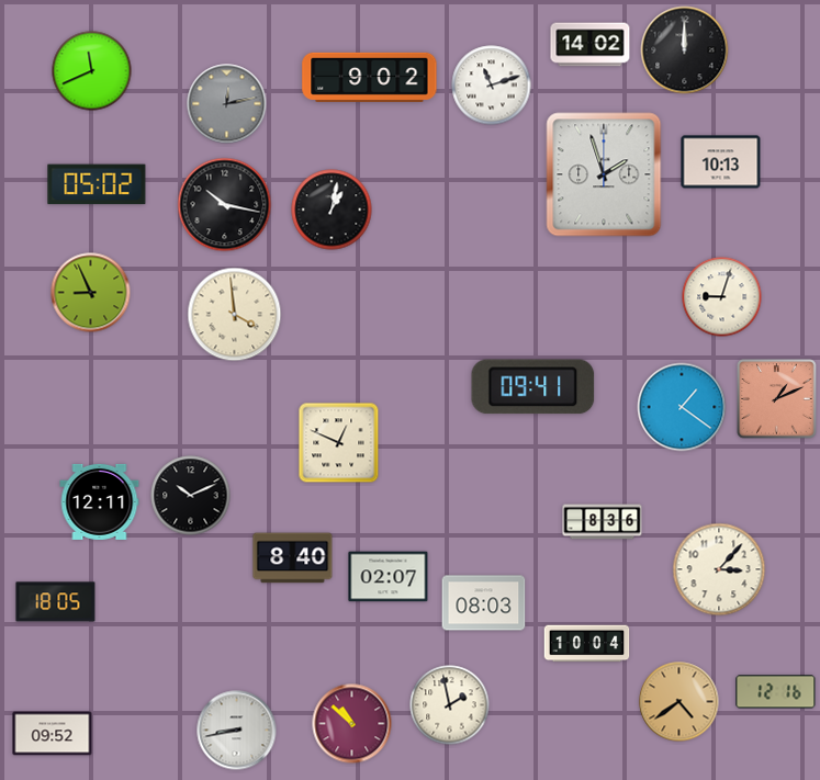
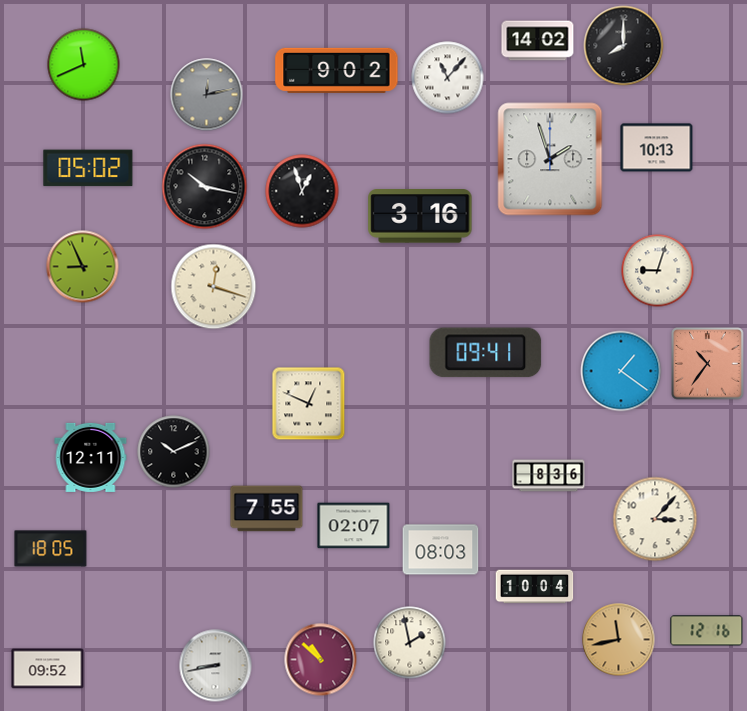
clock at (685, 50): 12:00 -> 8:00
clock at (492, 86): 11:12 -> 11:07
clock at (332, 210): 1:02 -> 12:57
clock at (420, 217): none -> 3:16
clock at (235, 315): 3:59 -> 12:18
clock at (777, 399): 1:11 -> 10:36
clock at (293, 558): 8:40 -> 7:55
clock at (679, 702): 4:39 -> 11:43
